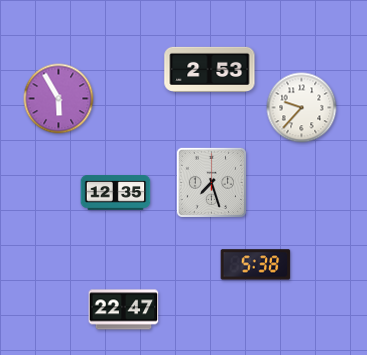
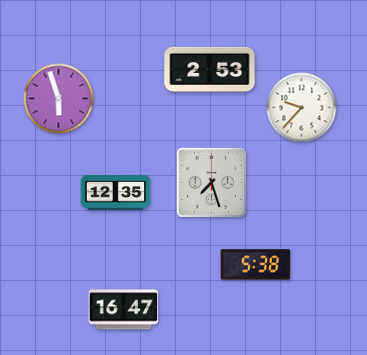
clock at (59, 99): 5:55 -> 5:57
clock at (124, 310): 22:47 -> 16:47
